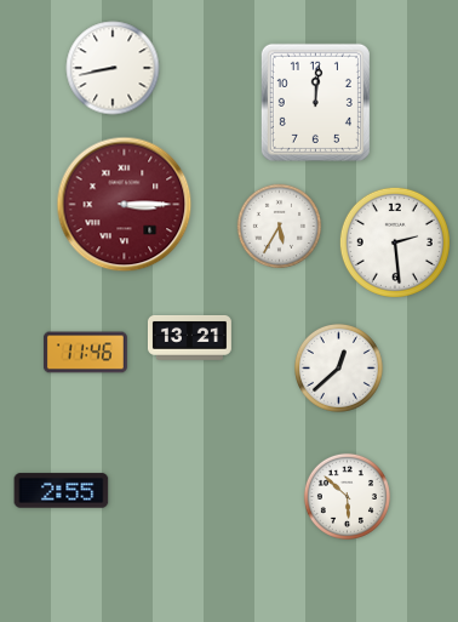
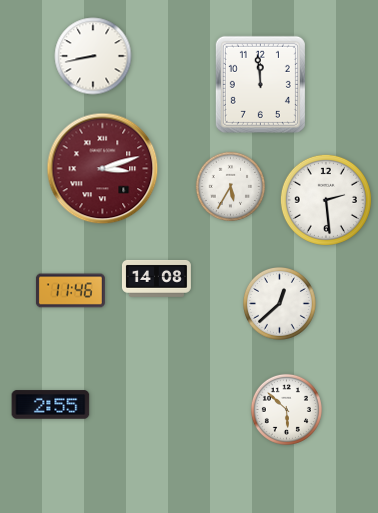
clock at (315, 102): 12:01 -> 11:59
clock at (125, 205): 3:15 -> 3:12
clock at (189, 337): 13:21 -> 14:08
